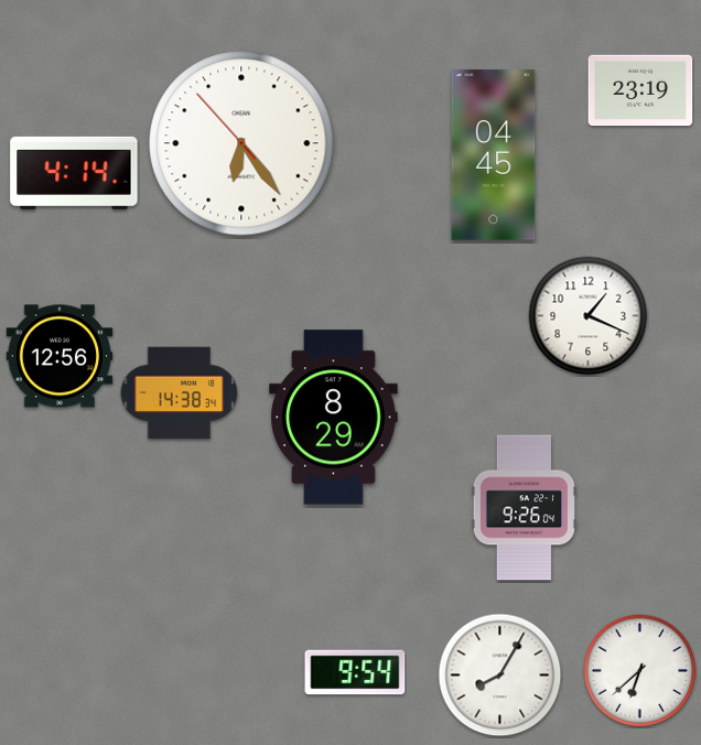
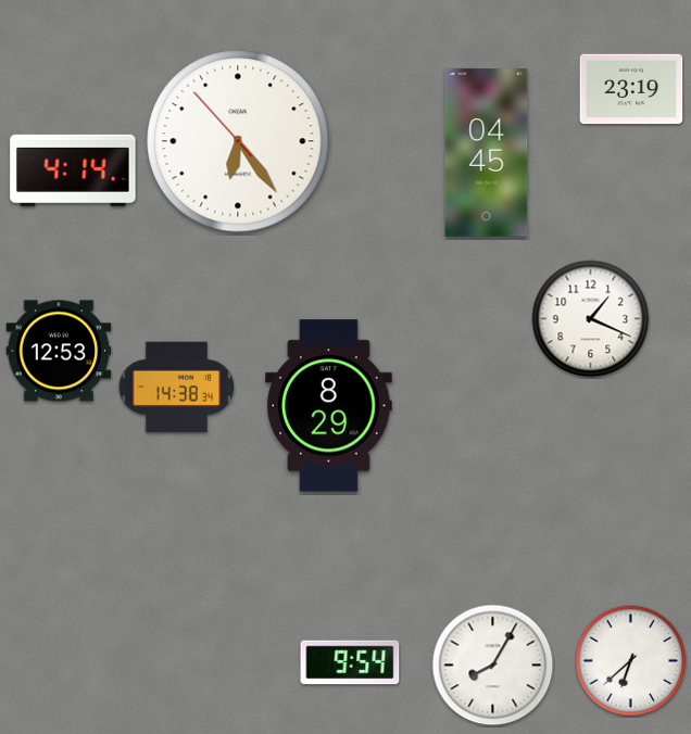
clock at (589, 316) position: (589, 316) -> (591, 319)
clock at (60, 356): 12:56 -> 12:53
clock at (334, 418) position: (334, 418) -> (329, 406)
clock at (524, 508): 9:26 -> none
